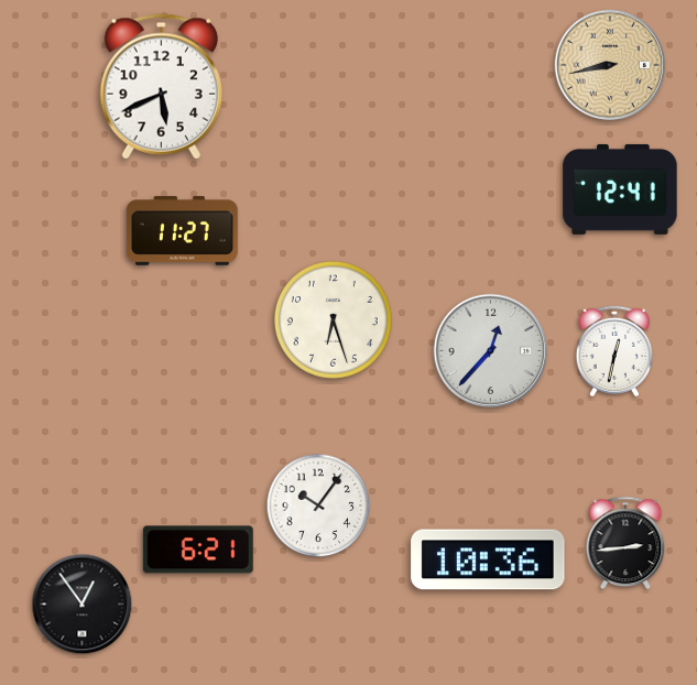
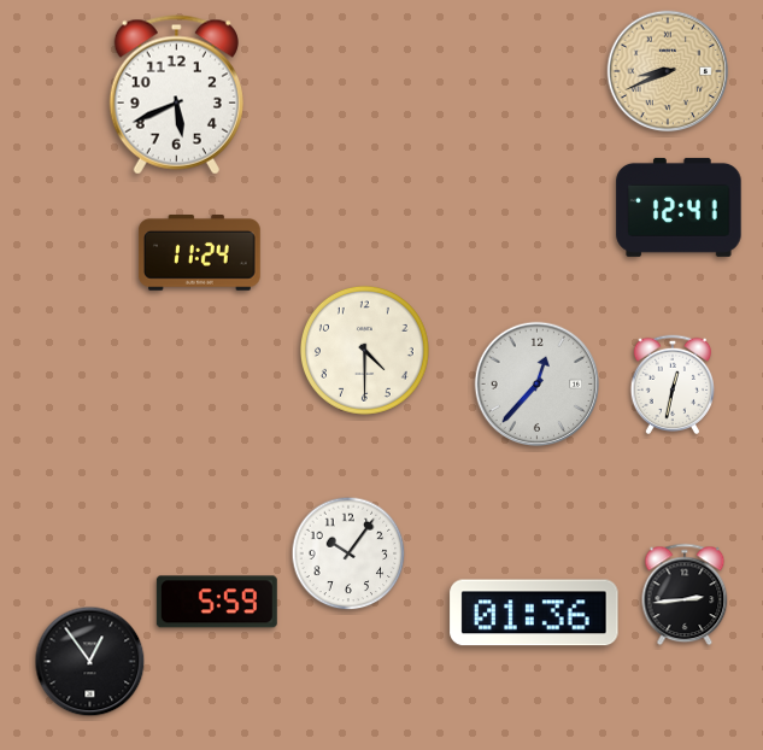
clock at (610, 65): 8:43 -> 8:41
clock at (182, 231): 11:27 -> 11:24
clock at (333, 319): 6:27 -> 4:30
clock at (198, 550): 6:21 -> 5:59
clock at (488, 559): 10:36 -> 01:36
